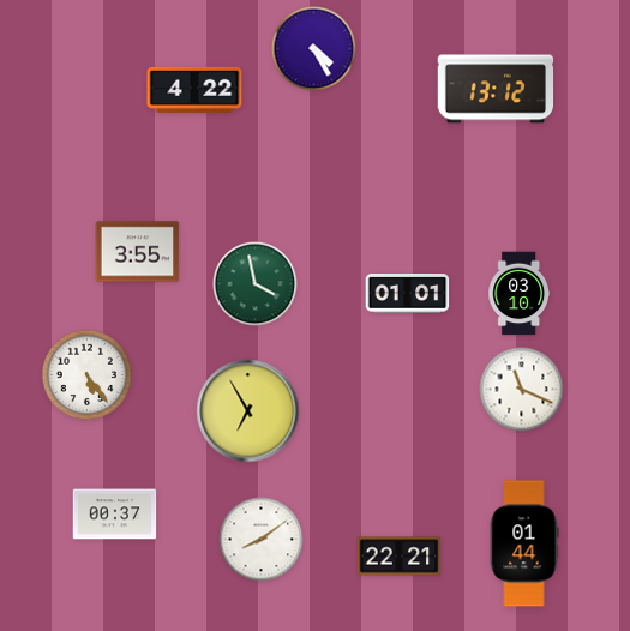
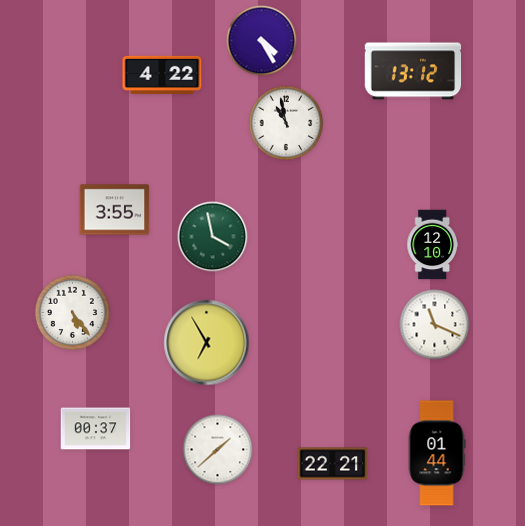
clock at (496, 89) position: (496, 89) -> (413, 71)
clock at (286, 123): none -> 10:58
clock at (408, 294): 01:01 -> none
clock at (518, 294): 03:10 -> 12:10
clock at (262, 540): 8:09 -> 1:38
